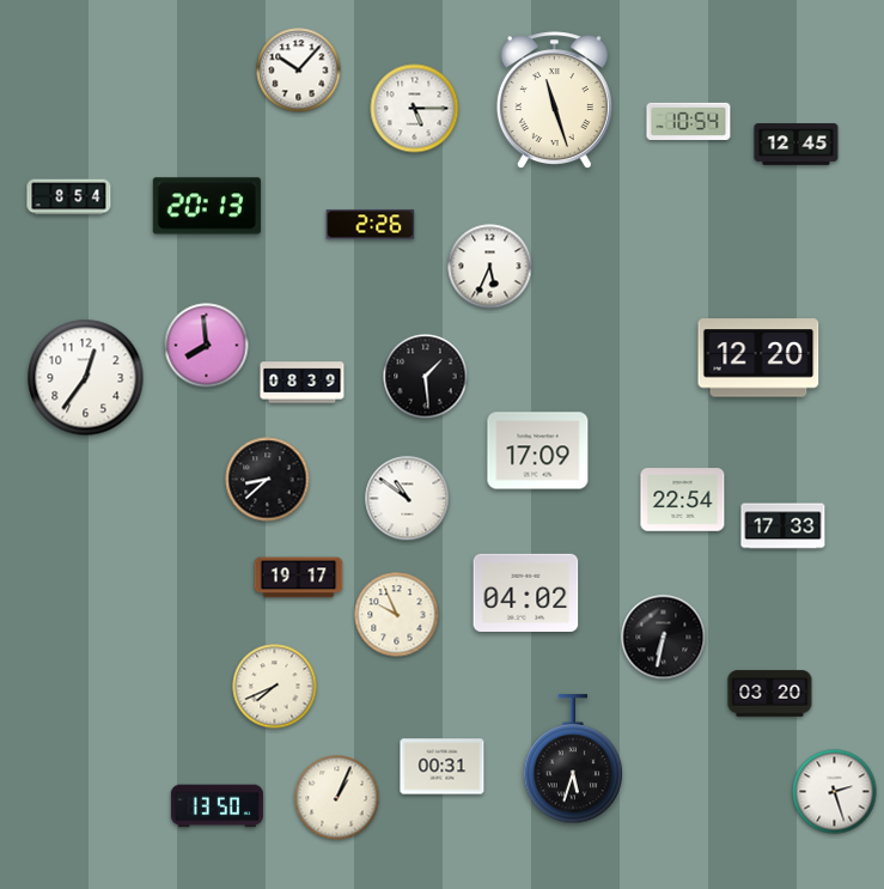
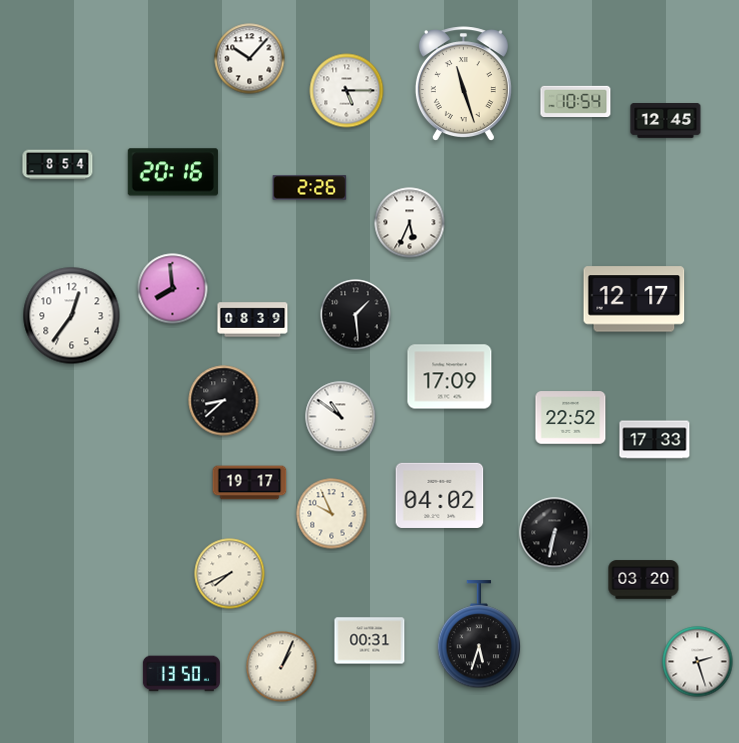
clock at (207, 206): 20:13 -> 20:16
clock at (758, 358): 12:20 -> 12:17
clock at (683, 500): 22:54 -> 22:52
